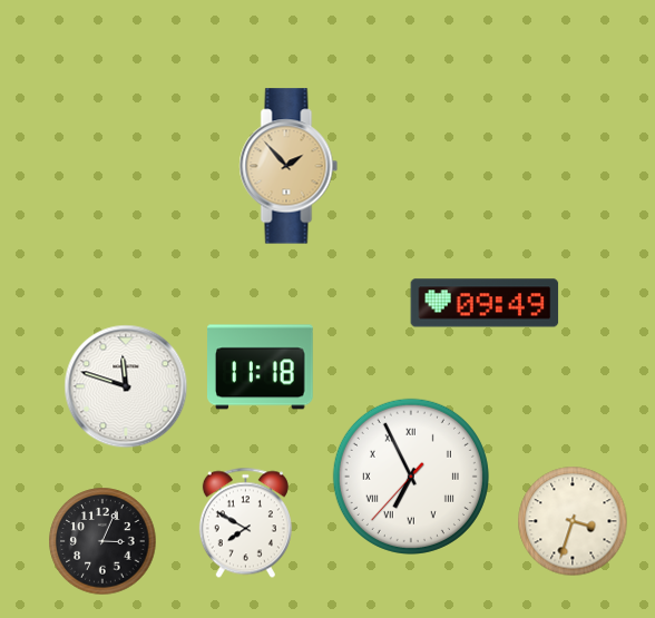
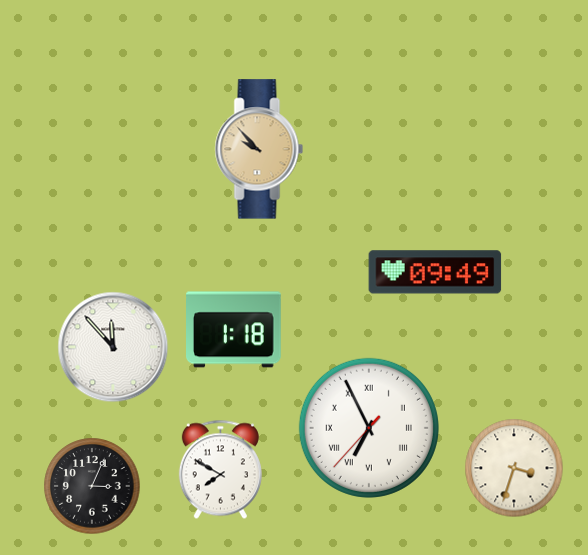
clock at (289, 166): 1:53 -> 9:53
clock at (261, 367): 11:18 -> 1:18
clock at (126, 386): 11:48 -> 11:53
